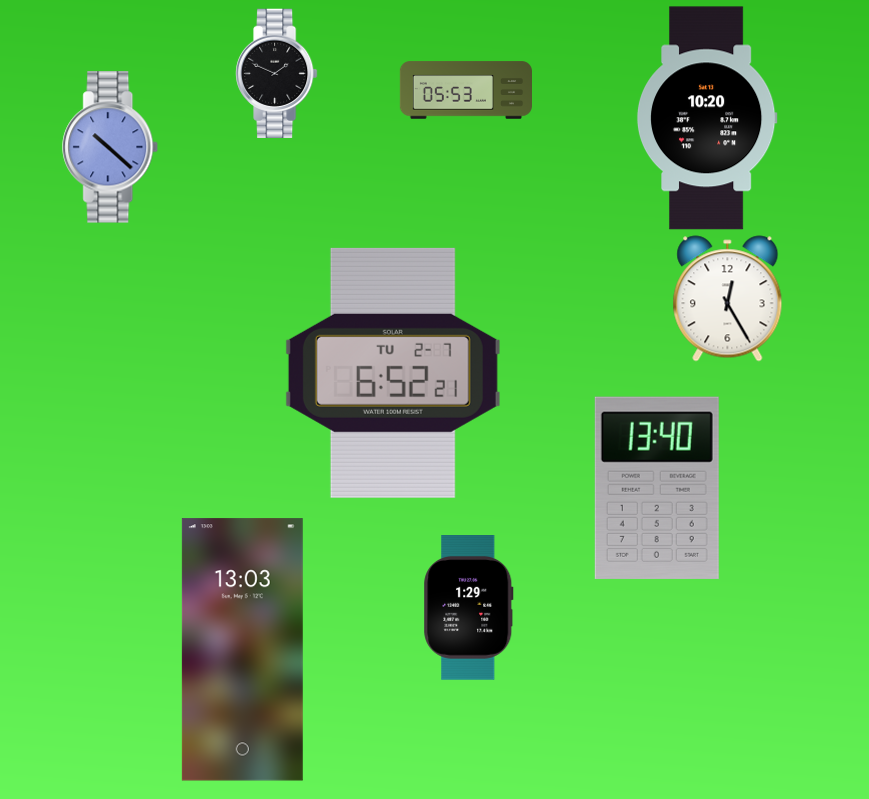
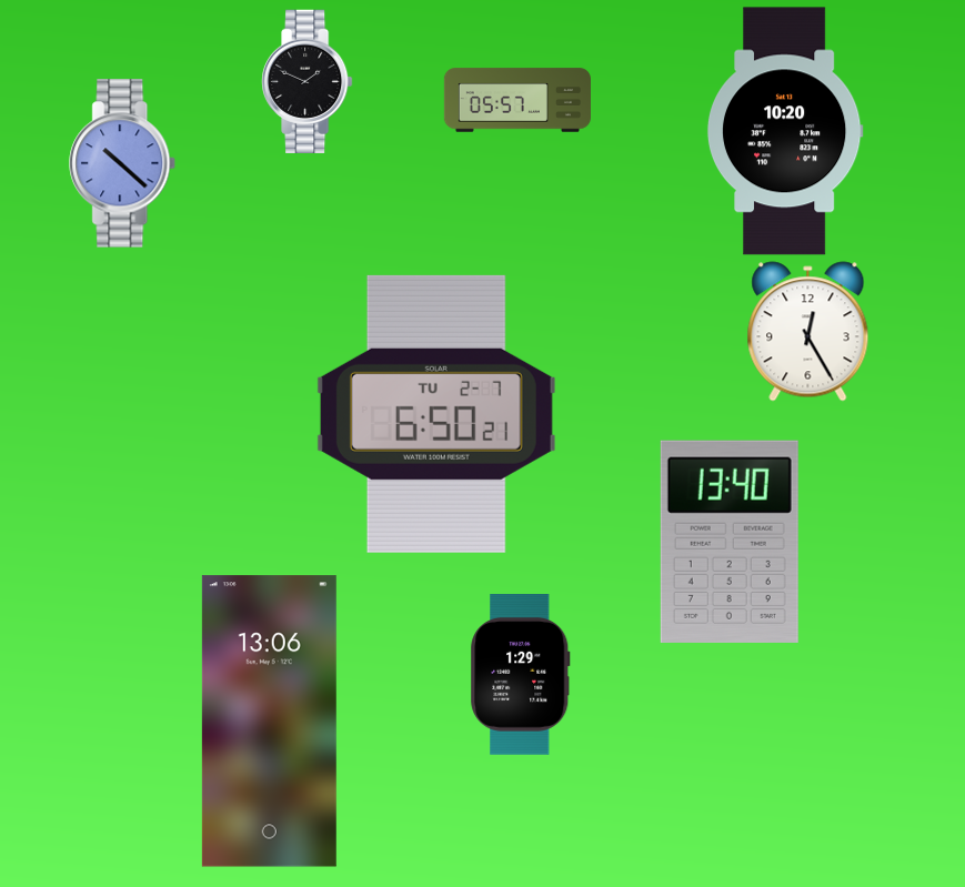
clock at (465, 90): 05:53 -> 05:57
clock at (393, 373): 6:52 -> 6:50
clock at (242, 650): 13:03 -> 13:06
